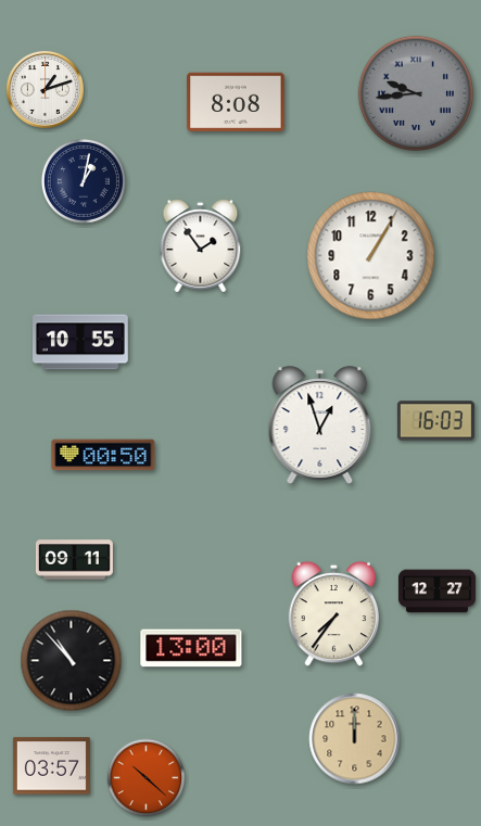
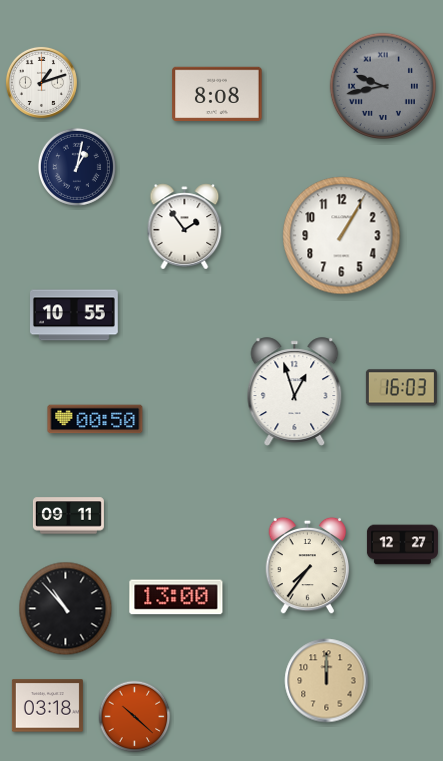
clock at (416, 93): 9:44 -> 9:43
clock at (51, 766): 03:57 -> 03:18
